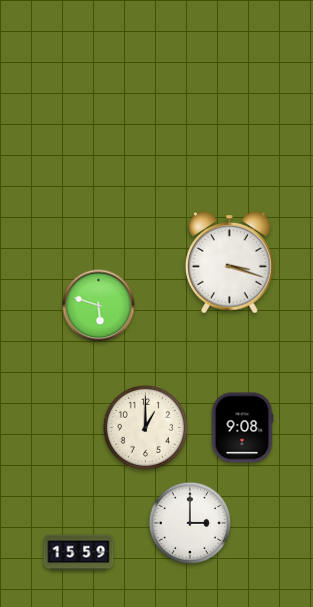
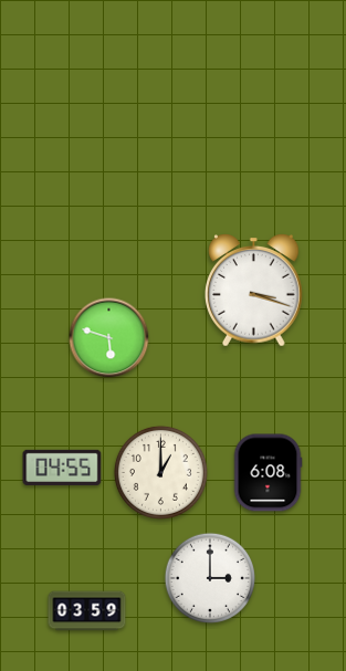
clock at (62, 468): none -> 04:55
clock at (242, 428): 9:08 -> 6:08
clock at (79, 553): 15:59 -> 03:59
